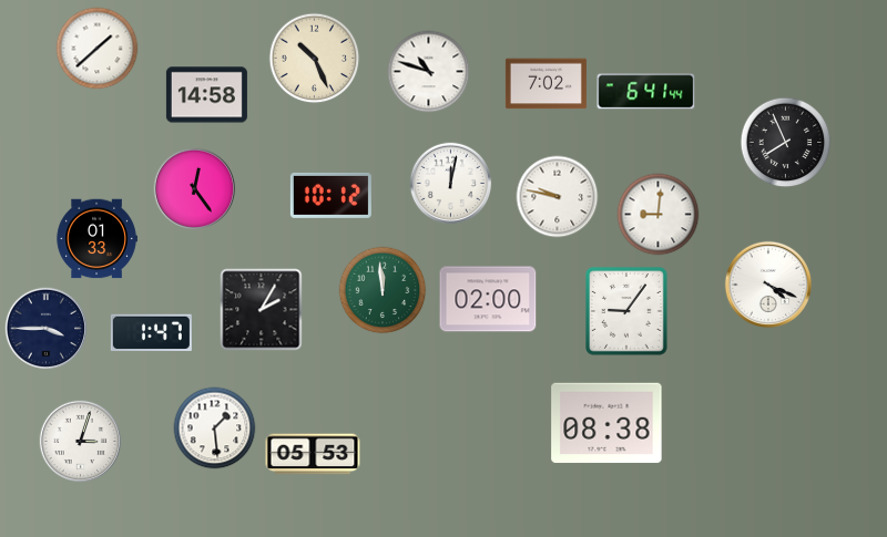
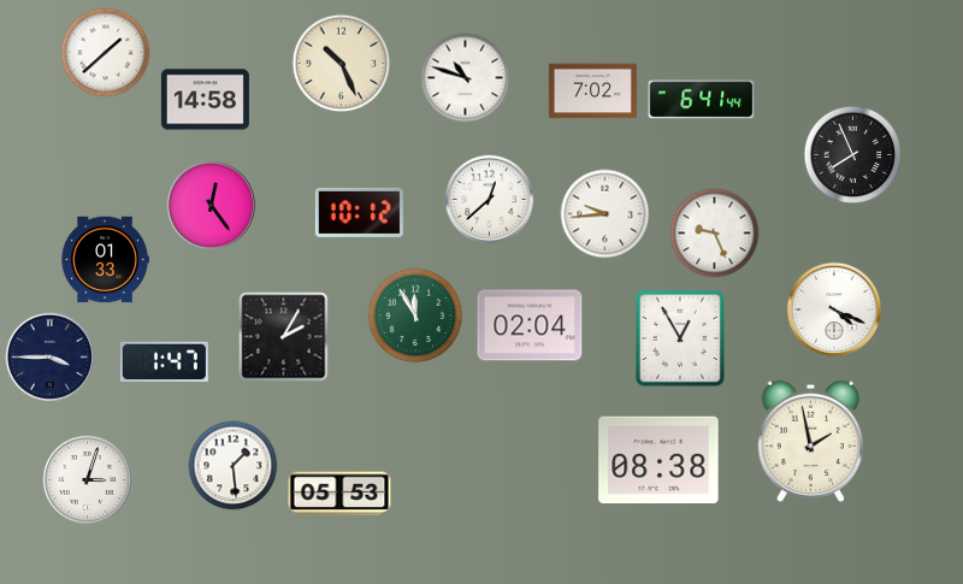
clock at (206, 95) position: (206, 95) -> (205, 100)
clock at (451, 184): 12:02 -> 12:38
clock at (558, 197): 9:47 -> 9:44
clock at (659, 215): 9:01 -> 9:26
clock at (383, 290): 11:59 -> 11:55
clock at (488, 299): 02:00 -> 02:04
clock at (628, 311): 9:06 -> 12:55
clock at (811, 442): none -> 1:58
